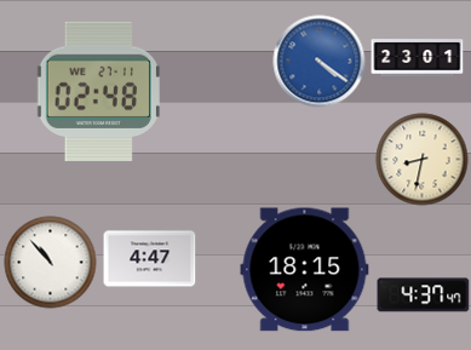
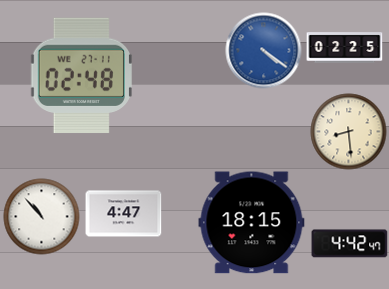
clock at (418, 58): 23:01 -> 02:25
clock at (423, 160): 8:32 -> 8:29
clock at (424, 296): 4:37 -> 4:42
